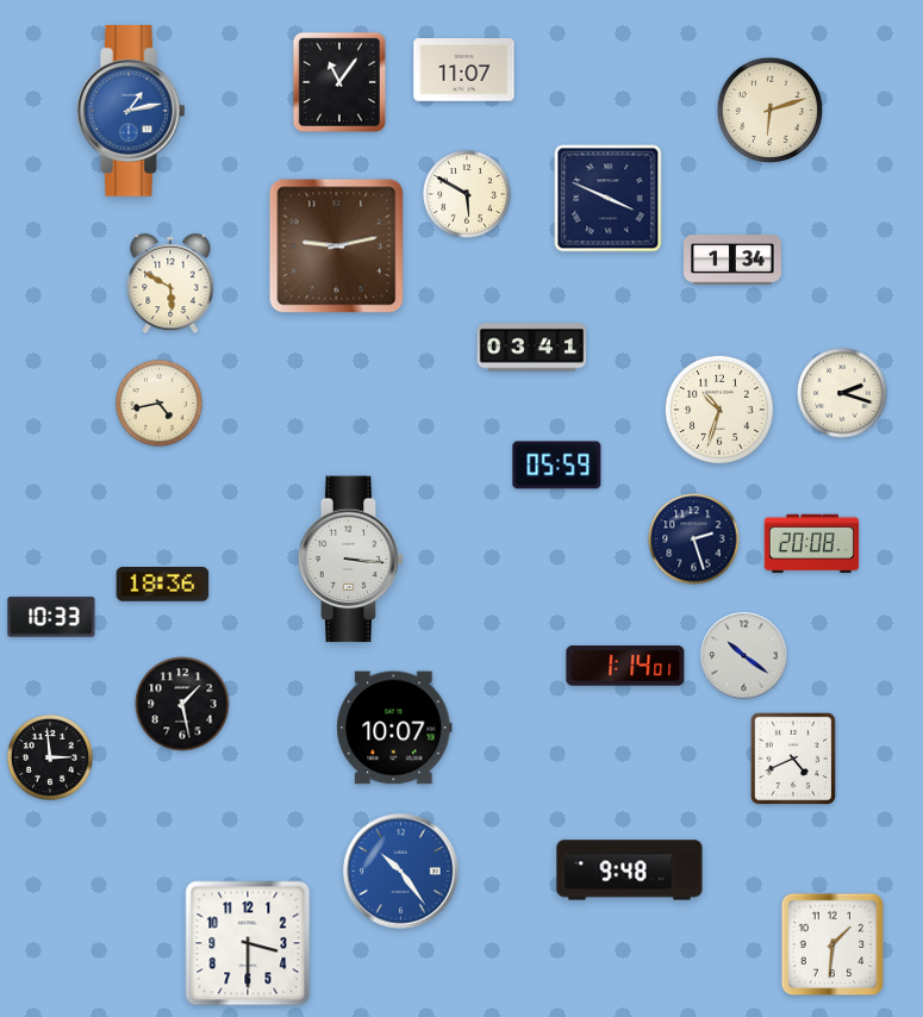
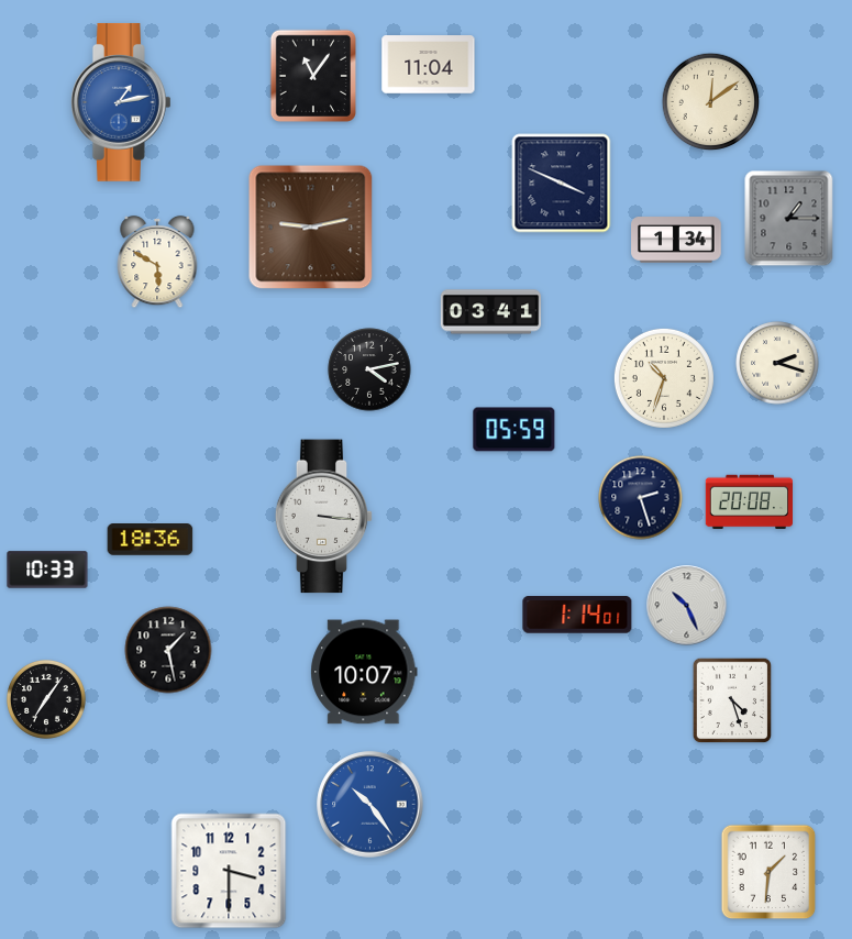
clock at (464, 70): 11:07 -> 11:04
clock at (771, 111): 6:12 -> 12:09
clock at (467, 194): 5:50 -> none
clock at (789, 219): none -> 1:15
clock at (532, 348) position: (532, 348) -> (491, 312)
clock at (369, 369): none -> 4:13
clock at (160, 404): 4:43 -> none
clock at (744, 656): 10:21 -> 10:26
clock at (50, 757): 2:59 -> 7:06
clock at (793, 759): 4:41 -> 4:27
clock at (630, 871): 9:48 -> none
